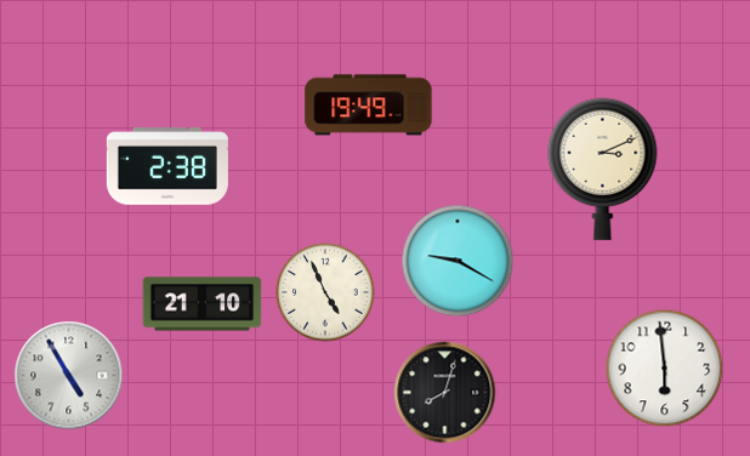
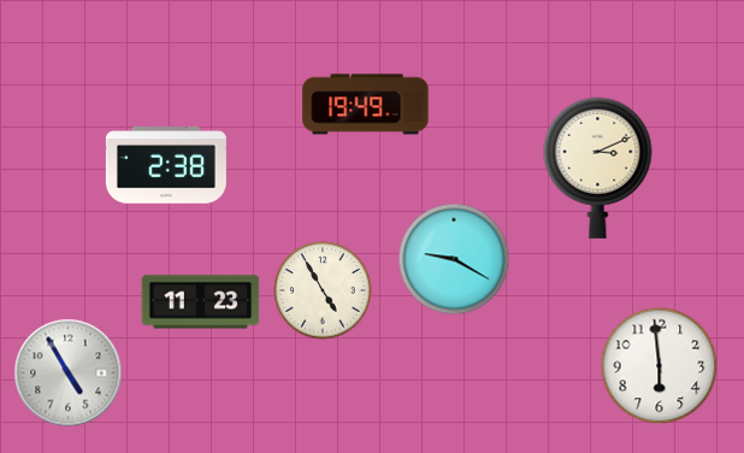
clock at (325, 292): 4:56 -> 4:55
clock at (203, 304): 21:10 -> 11:23
clock at (445, 393): 8:03 -> none
